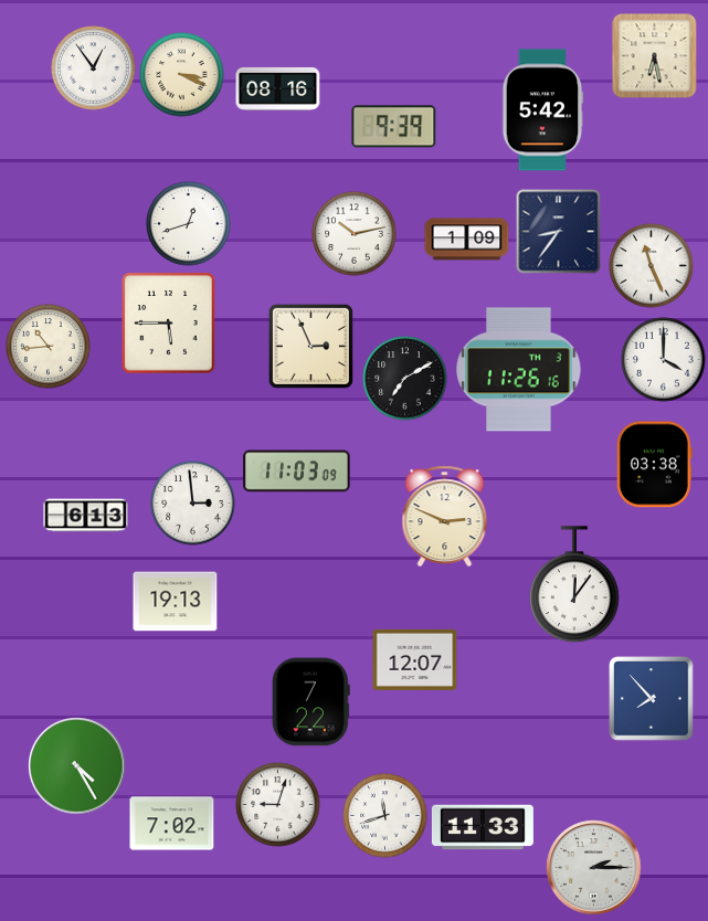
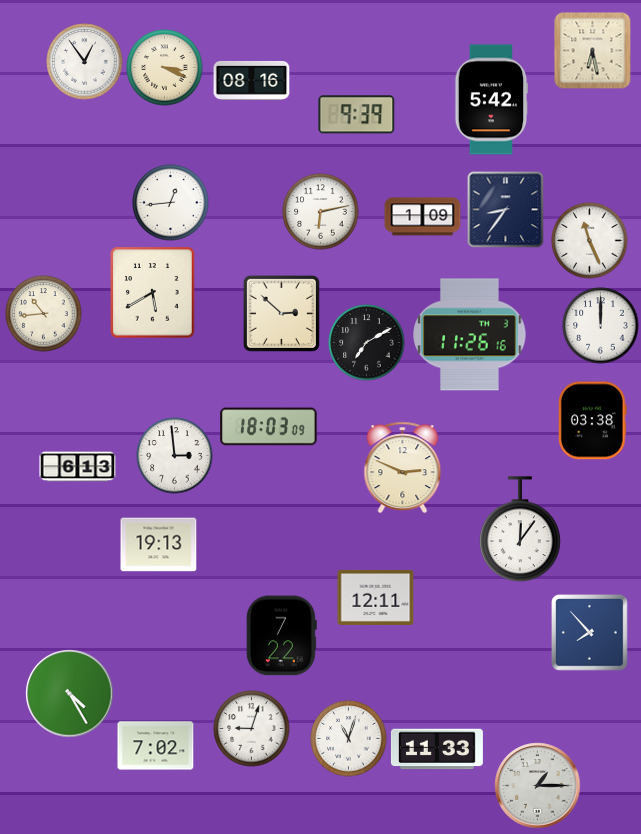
clock at (189, 224): 12:42 -> 12:44
clock at (355, 234): 10:13 -> 6:13
clock at (169, 324): 5:45 -> 5:40
clock at (310, 346): 2:56 -> 2:52
clock at (664, 360): 4:00 -> 12:00
clock at (297, 472): 11:03 -> 18:03
clock at (415, 659): 12:07 -> 12:11
clock at (385, 816): 11:42 -> 11:03
clock at (594, 868): 2:15 -> 1:15
